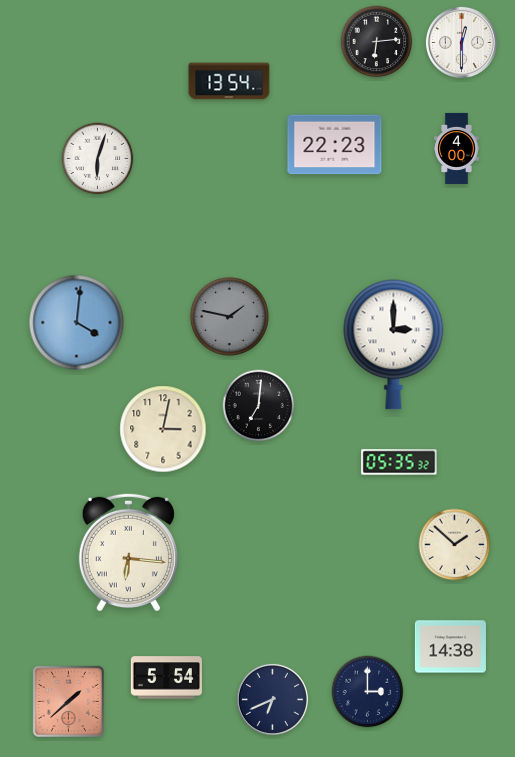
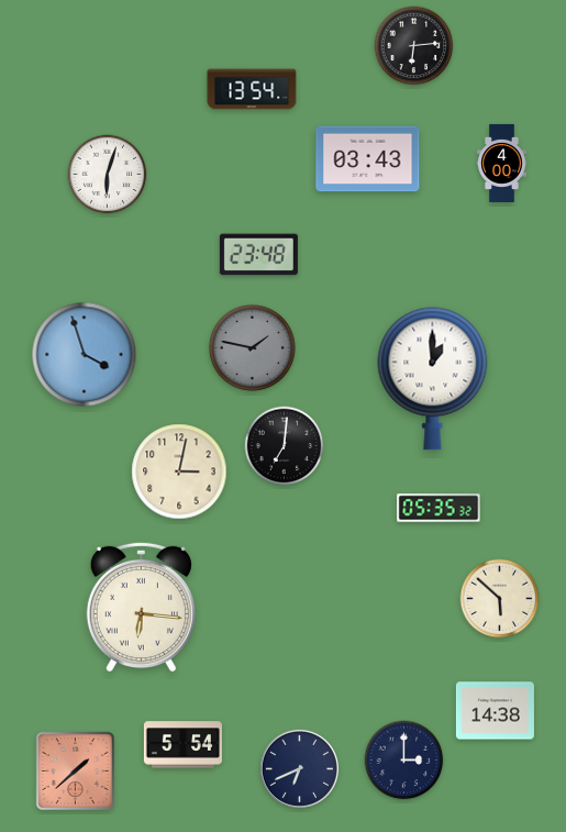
clock at (461, 42): 12:30 -> none
clock at (335, 145): 22:23 -> 03:43
clock at (258, 255): none -> 23:48
clock at (77, 323): 4:01 -> 3:57
clock at (394, 345): 3:00 -> 1:00
clock at (455, 545): 1:52 -> 5:52
